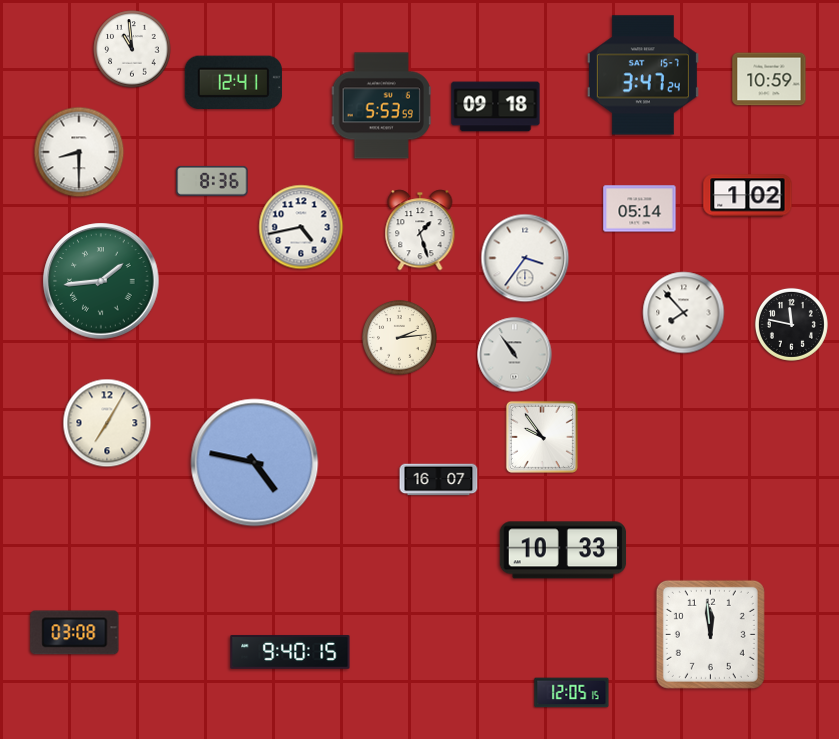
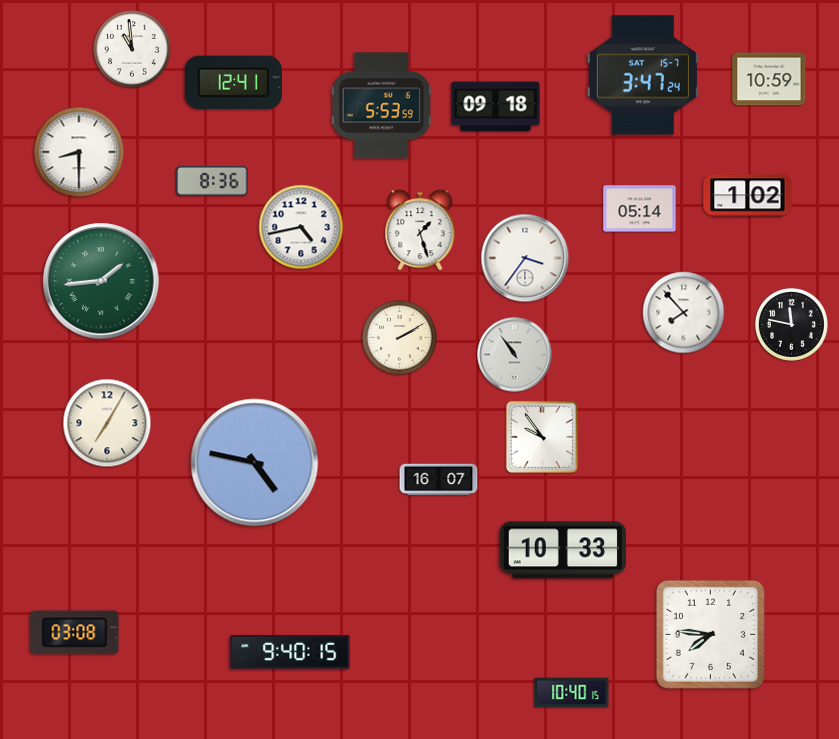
clock at (400, 338): 2:14 -> 2:10
clock at (710, 634): 11:59 -> 7:46
clock at (572, 693): 12:05 -> 10:40
